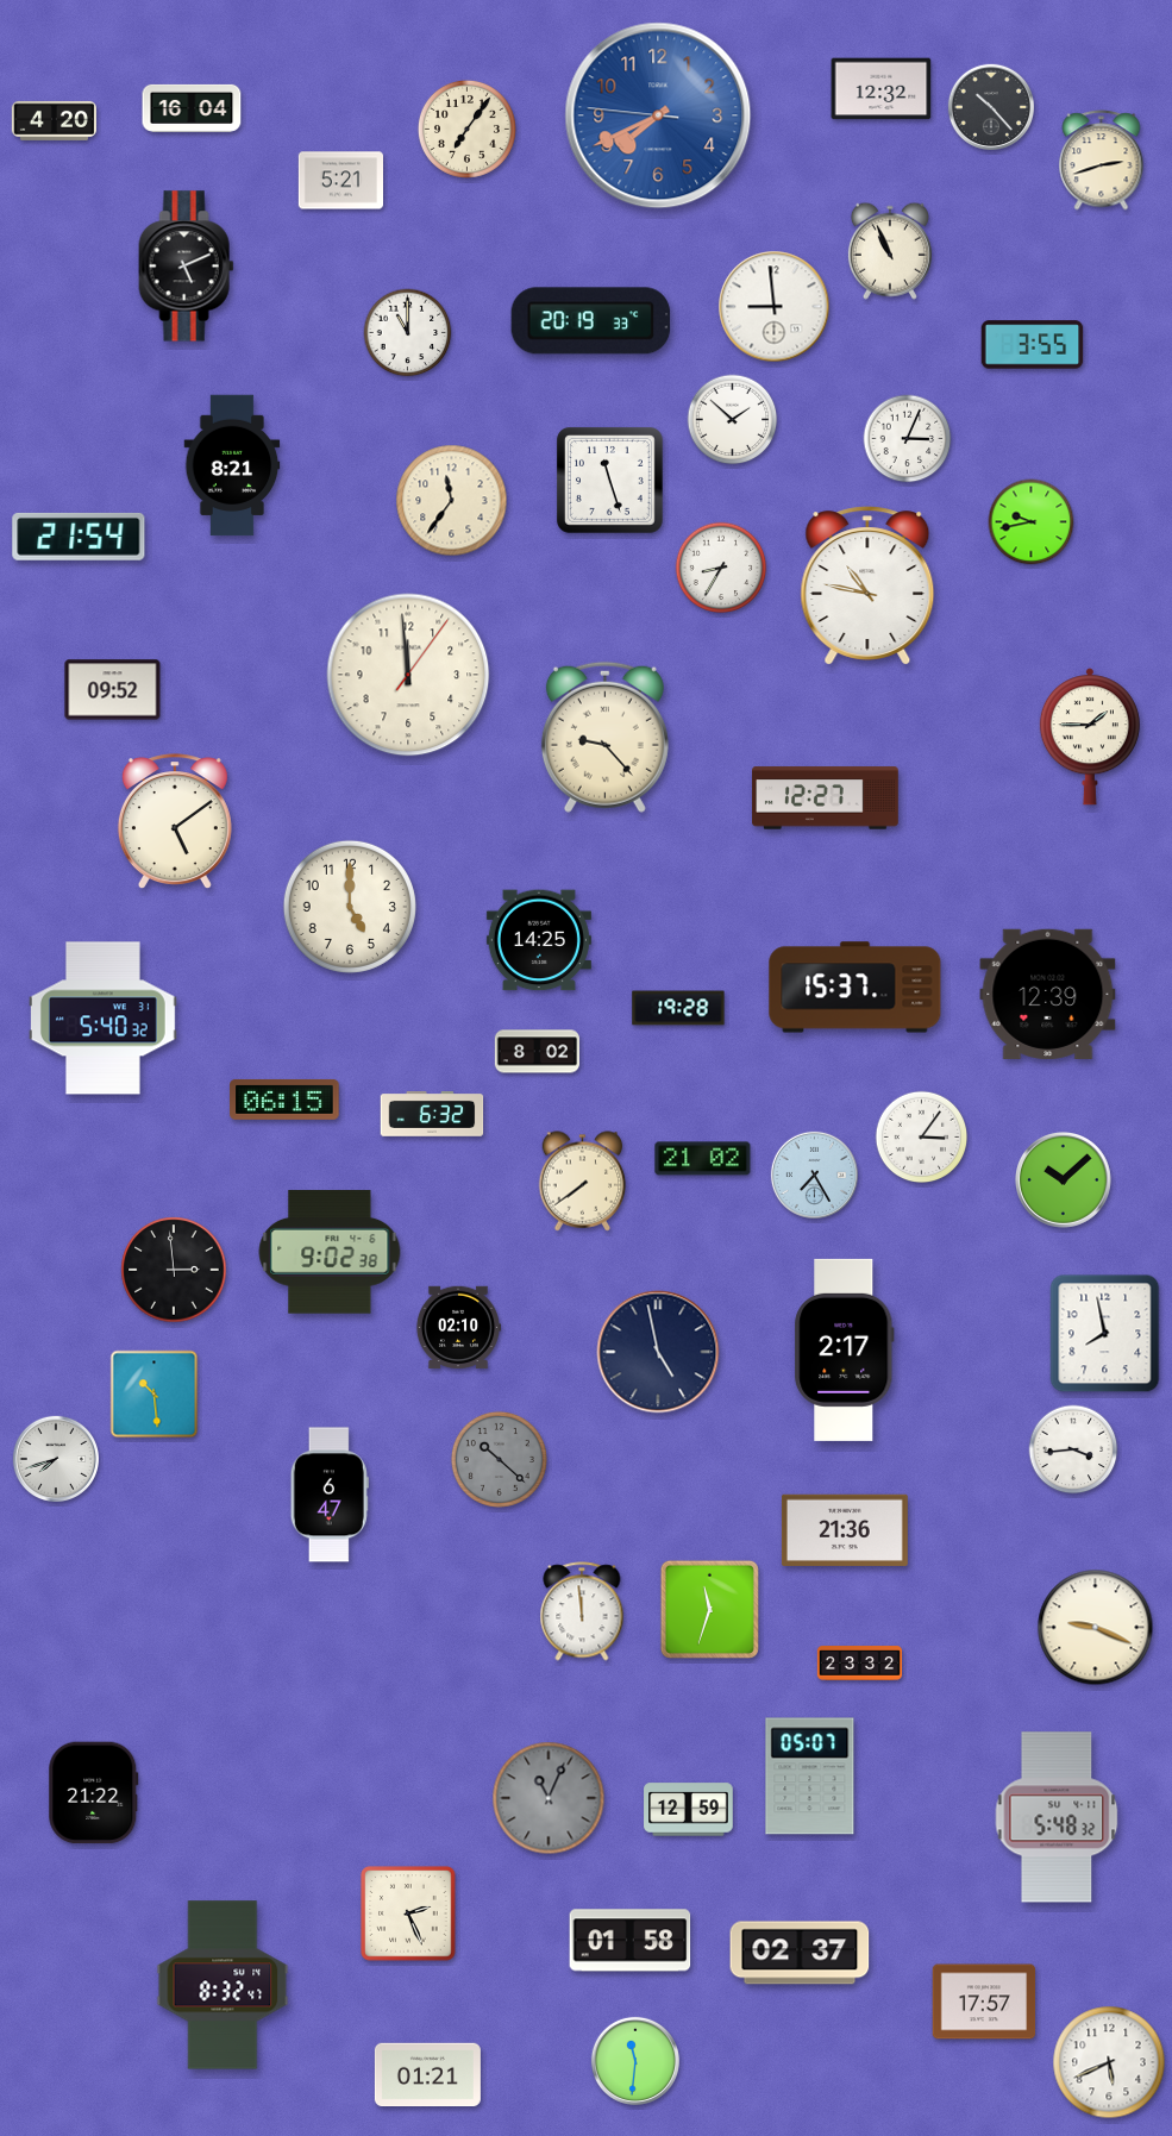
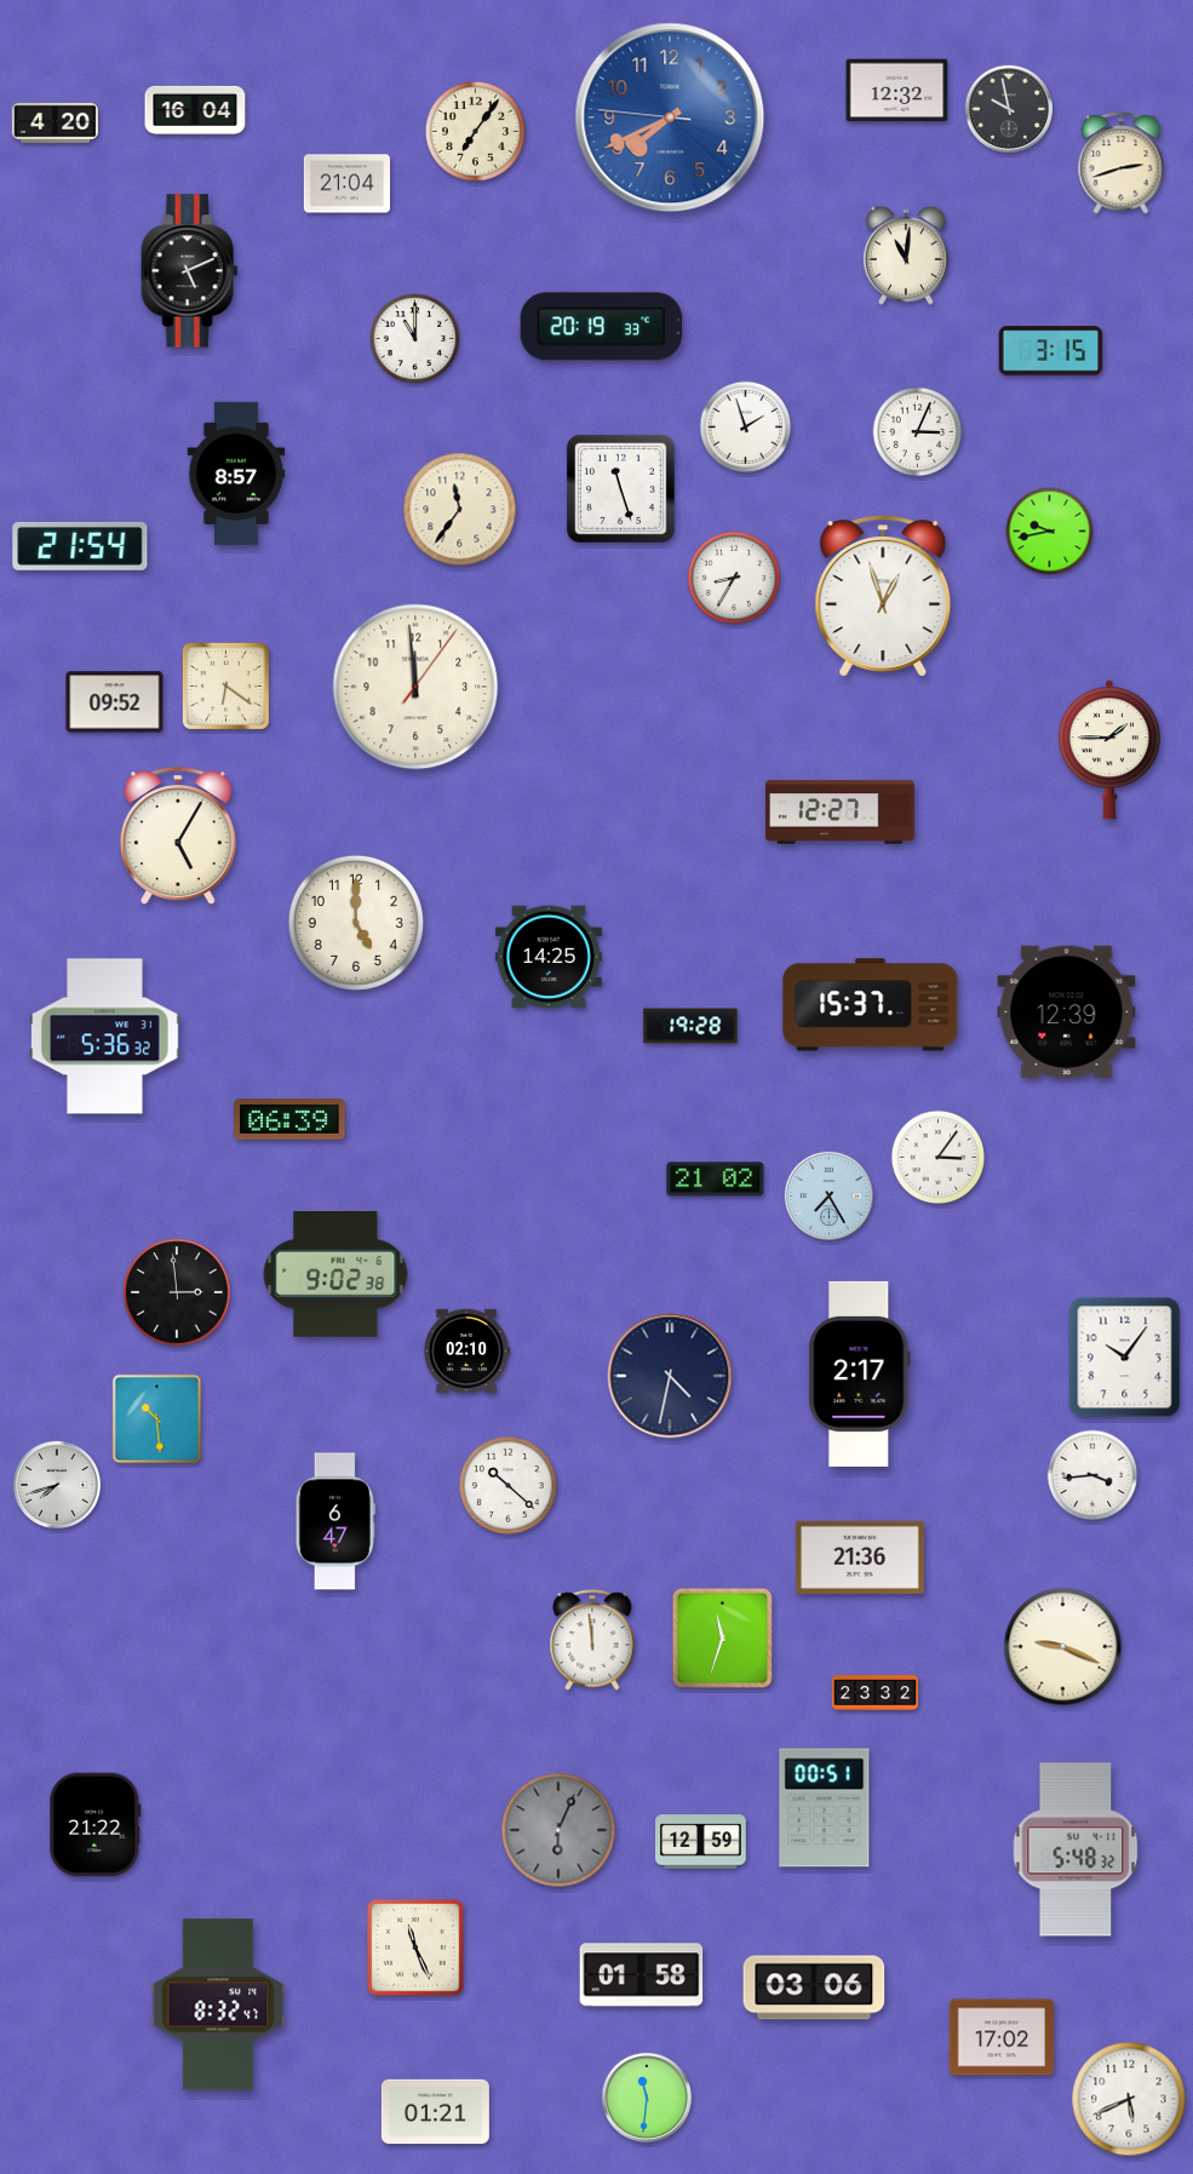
clock at (990, 106): 10:23 -> 9:58
clock at (340, 181): 5:21 -> 21:04
clock at (890, 251): 10:56 -> 11:01
clock at (775, 307): 8:59 -> none
clock at (1033, 345): 3:55 -> 3:15
clock at (733, 420): 1:52 -> 1:57
clock at (908, 439) position: (908, 439) -> (918, 432)
clock at (232, 465): 8:21 -> 8:57
clock at (867, 585): 10:47 -> 12:57
clock at (225, 686): none -> 6:21
clock at (604, 737): 9:23 -> none
clock at (175, 821): 5:09 -> 5:05
clock at (104, 1019): 5:40 -> 5:36
clock at (537, 1052): 8:02 -> none
clock at (284, 1100): 06:15 -> 06:39
clock at (432, 1115): 6:32 -> none
clock at (1064, 1180): 10:08 -> none
clock at (583, 1182): 7:39 -> none
clock at (1105, 1334): 7:58 -> 10:06
clock at (658, 1352): 4:58 -> 4:32
clock at (499, 1459) dial: grey -> white
clock at (1096, 1628) position: (1096, 1628) -> (1063, 1647)
clock at (810, 1777): 05:07 -> 00:51
clock at (549, 1798): 11:04 -> 6:04
clock at (408, 1913): 2:26 -> 11:26
clock at (800, 1953): 02:37 -> 03:06
clock at (223, 1985) position: (223, 1985) -> (218, 2004)
clock at (984, 2002): 17:57 -> 17:02
